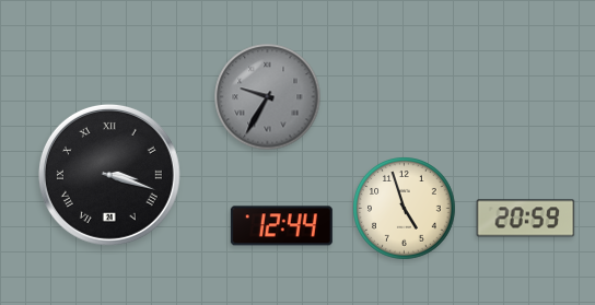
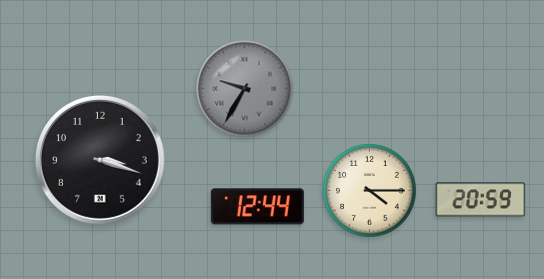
clock at (109, 175) numerals: Roman -> Arabic
clock at (405, 209): 4:57 -> 4:15
